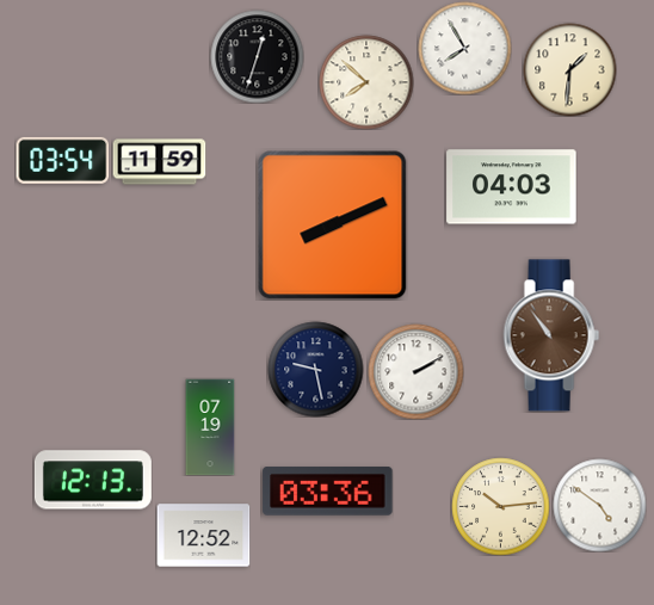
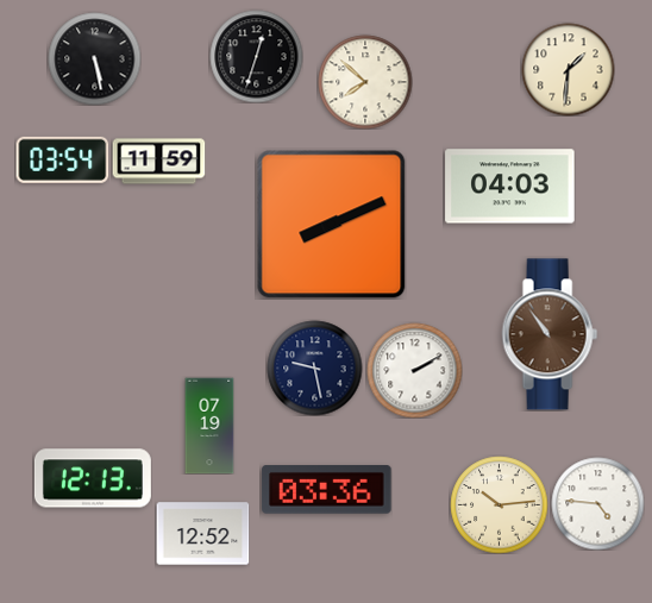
clock at (464, 48): 7:55 -> none
clock at (94, 58): none -> 5:28
clock at (599, 505): 4:51 -> 4:46
